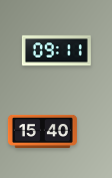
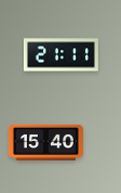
clock at (56, 51): 09:11 -> 21:11
